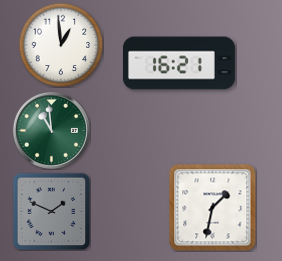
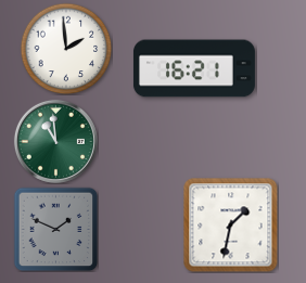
clock at (61, 45): 12:59 -> 1:59
